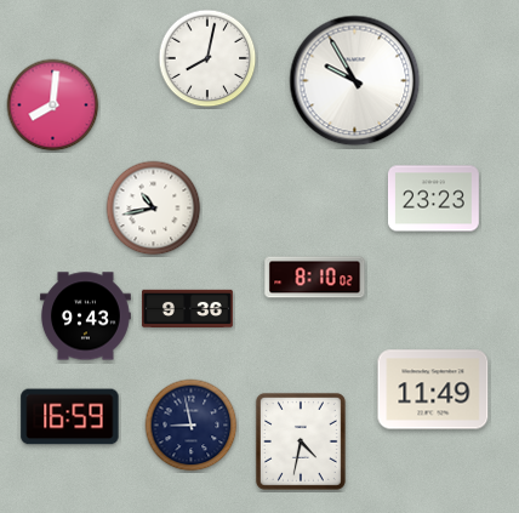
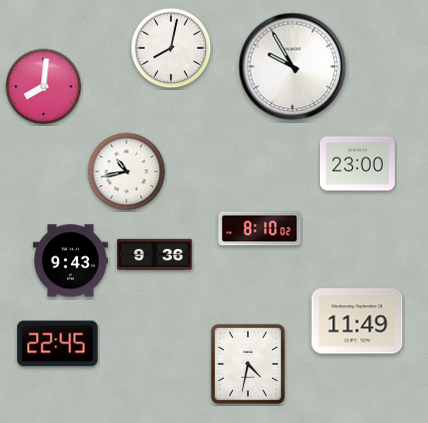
clock at (434, 199): 23:23 -> 23:00
clock at (70, 417): 16:59 -> 22:45
clock at (192, 426): 8:58 -> none
